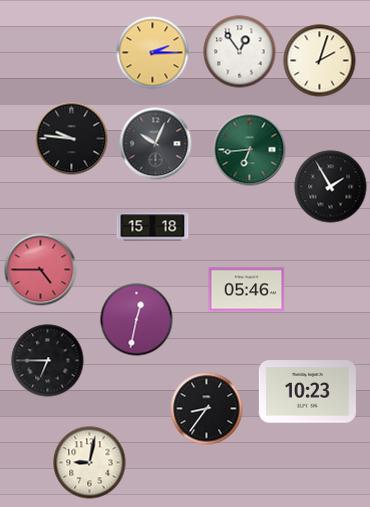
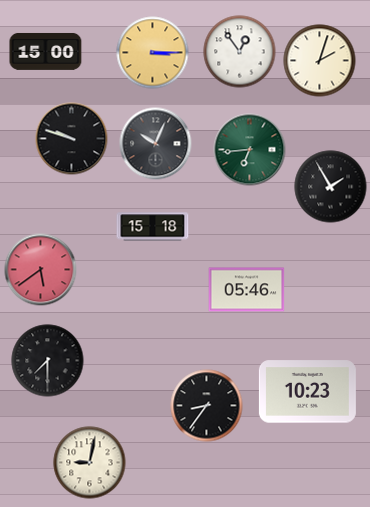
clock at (46, 51): none -> 15:00
clock at (153, 53): 2:15 -> 3:15
clock at (72, 139): 9:46 -> 9:48
clock at (41, 270): 4:45 -> 5:39
clock at (137, 320): 12:32 -> none
clock at (48, 361): 6:45 -> 7:30
clock at (207, 409) position: (207, 409) -> (207, 406)
